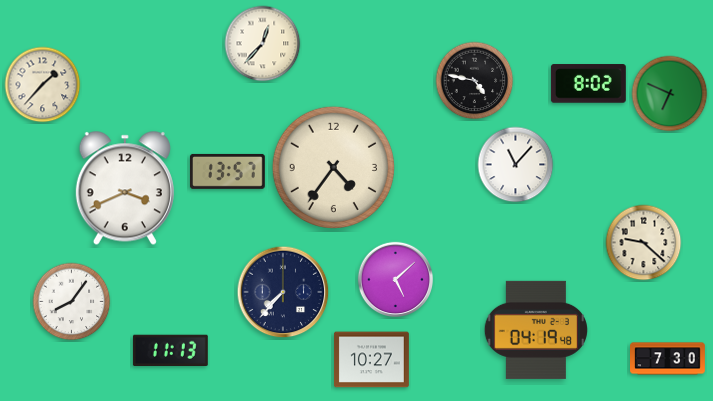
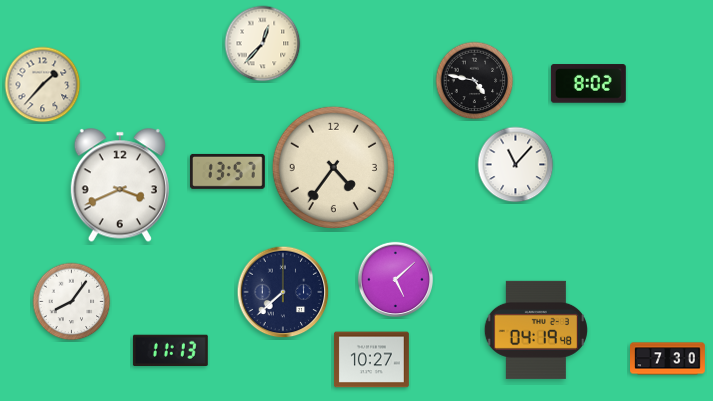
clock at (670, 94): 6:49 -> none
clock at (125, 188) position: (125, 188) -> (120, 185)
clock at (644, 243): 9:22 -> none
clock at (283, 292): 7:37 -> 7:38
